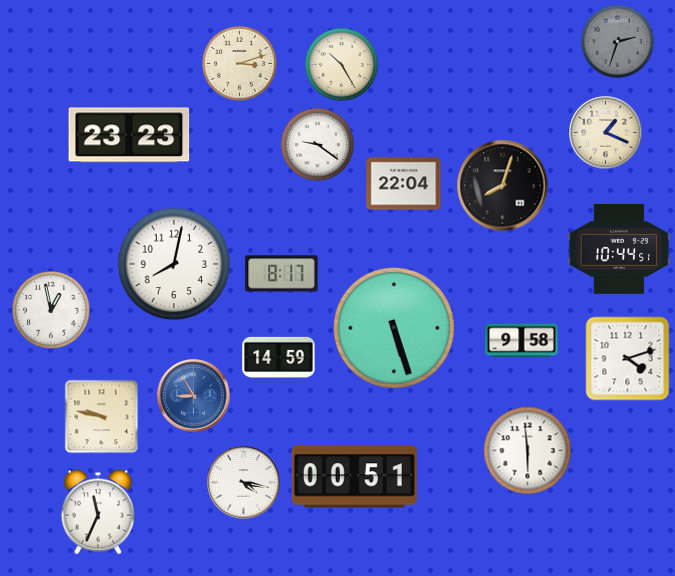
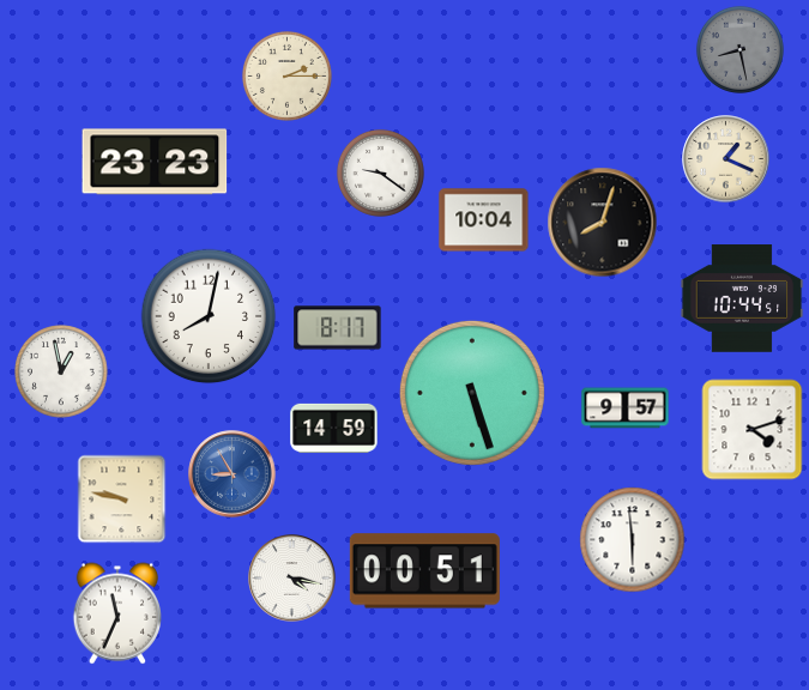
clock at (617, 41): 2:33 -> 8:28
clock at (239, 63): 3:12 -> 2:15
clock at (341, 64): 10:25 -> none
clock at (404, 184): 22:04 -> 10:04
clock at (522, 341): 9:58 -> 9:57
